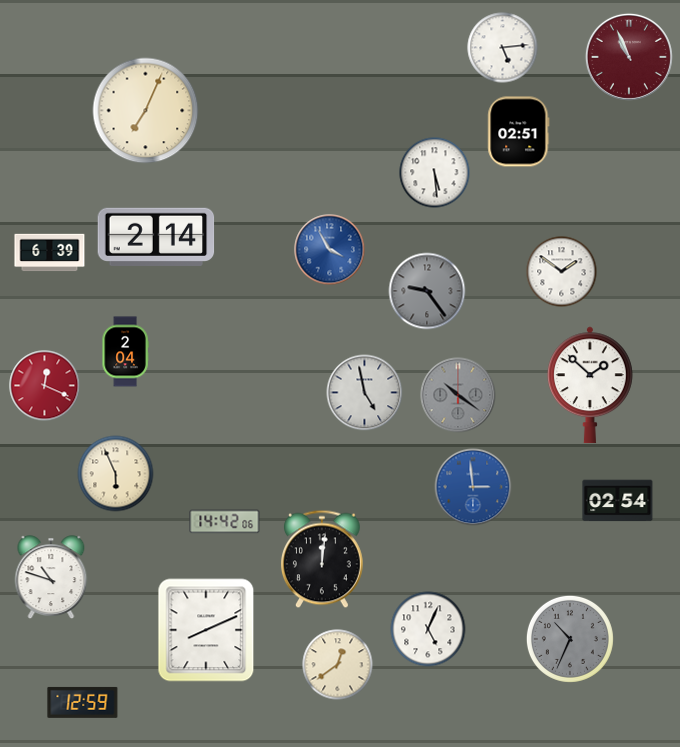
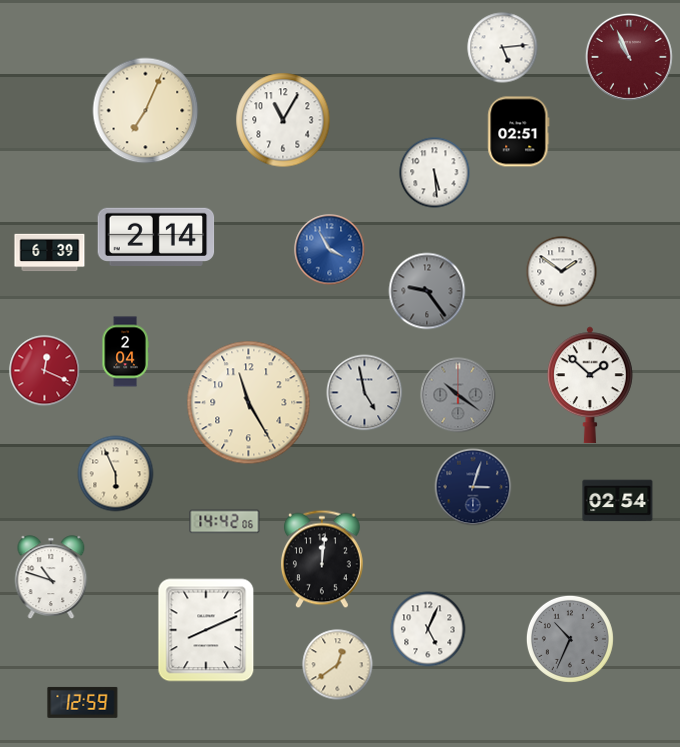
clock at (283, 120): none -> 11:05
clock at (45, 386) position: (45, 386) -> (45, 371)
clock at (249, 403): none -> 11:25
clock at (473, 487): 2:59 -> 3:03
clock at (473, 487) dial: blue -> navy
